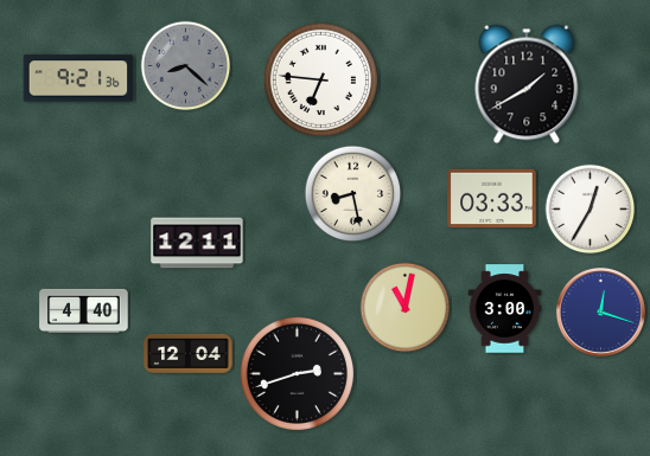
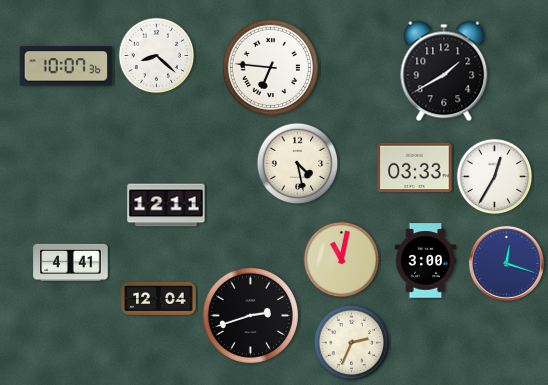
clock at (186, 66) dial: grey -> white
clock at (78, 78): 9:21 -> 10:07
clock at (353, 194): 8:28 -> 4:28
clock at (591, 210) position: (591, 210) -> (495, 177)
clock at (84, 310): 4:40 -> 4:41
clock at (352, 343): none -> 2:34
